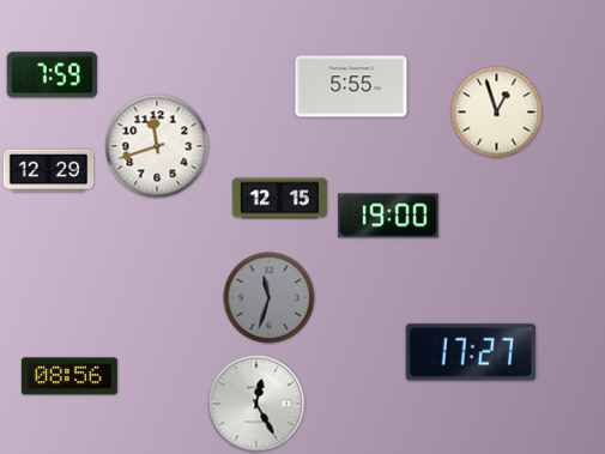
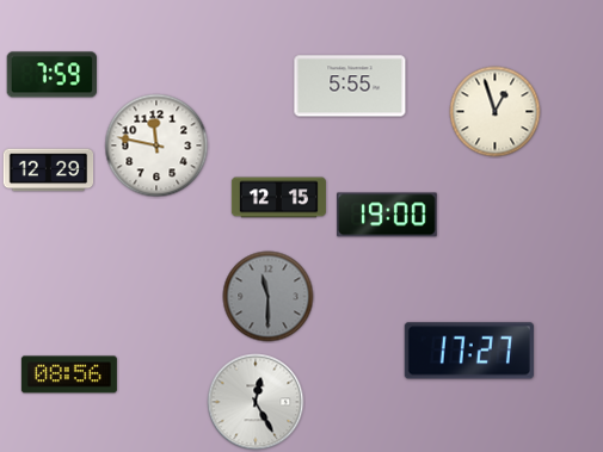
clock at (157, 146): 11:42 -> 11:47
clock at (270, 298): 11:33 -> 11:30
